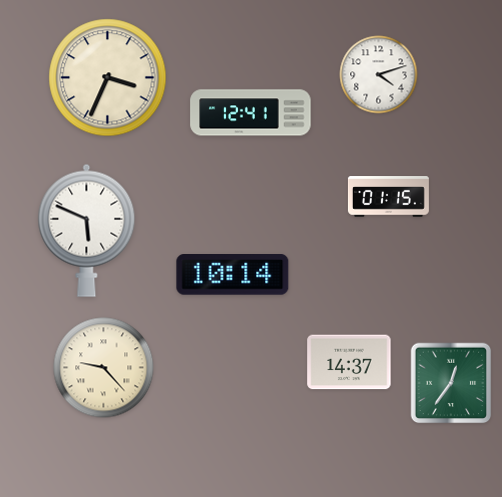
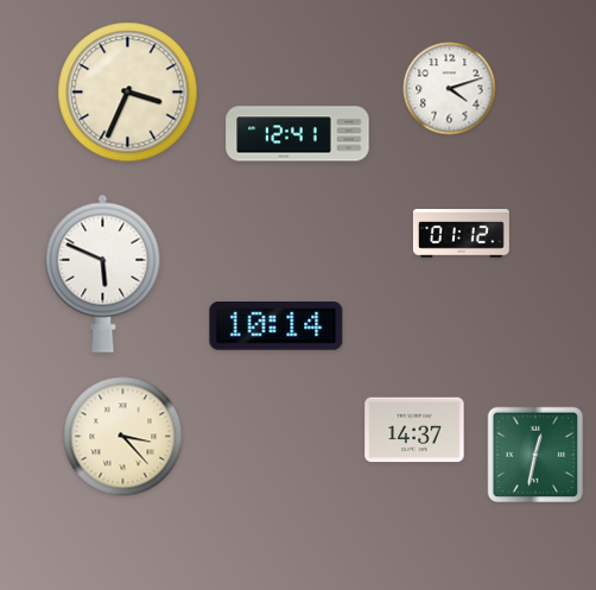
clock at (388, 197): 01:15 -> 01:12
clock at (104, 368): 9:23 -> 3:23
clock at (451, 383): 12:36 -> 12:32
